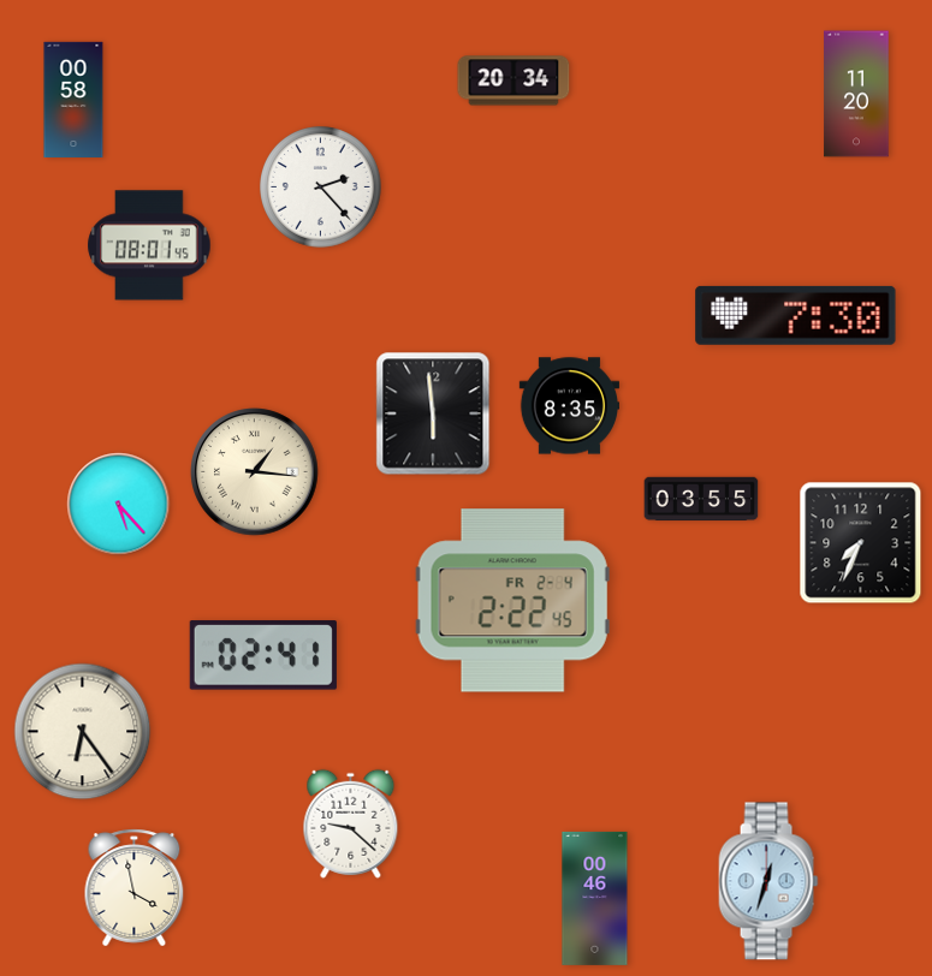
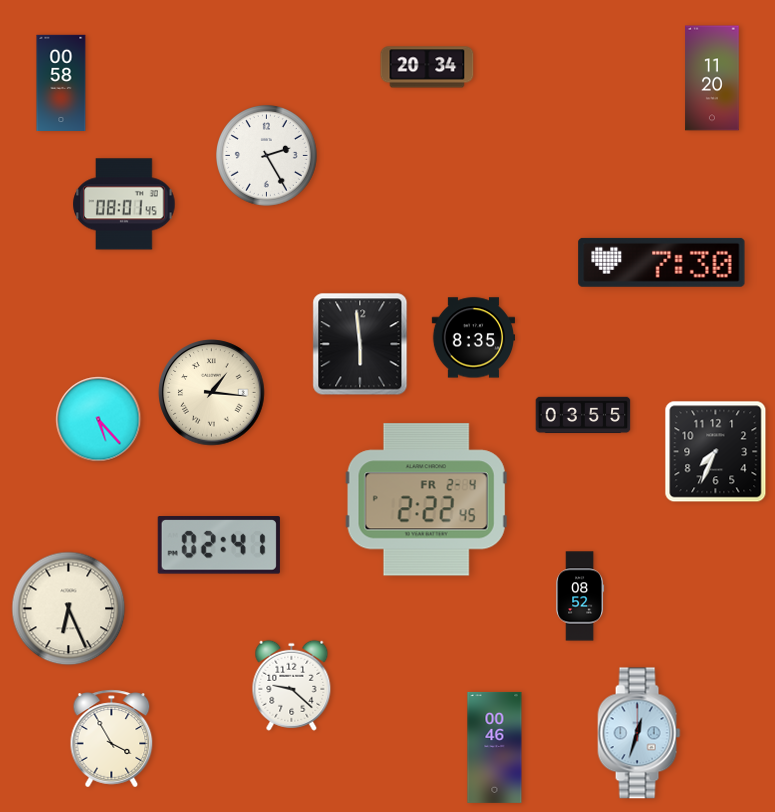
clock at (321, 188): 2:23 -> 2:25
clock at (580, 596): none -> 08:52
clock at (83, 732): 6:24 -> 6:26
clock at (135, 888): 3:58 -> 3:55
